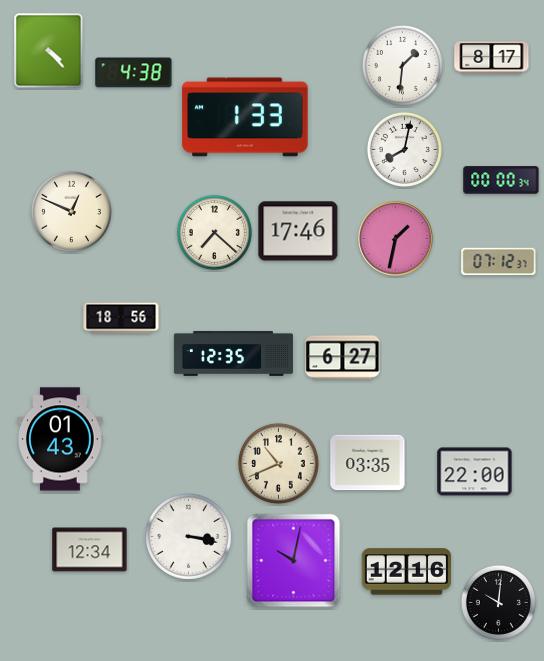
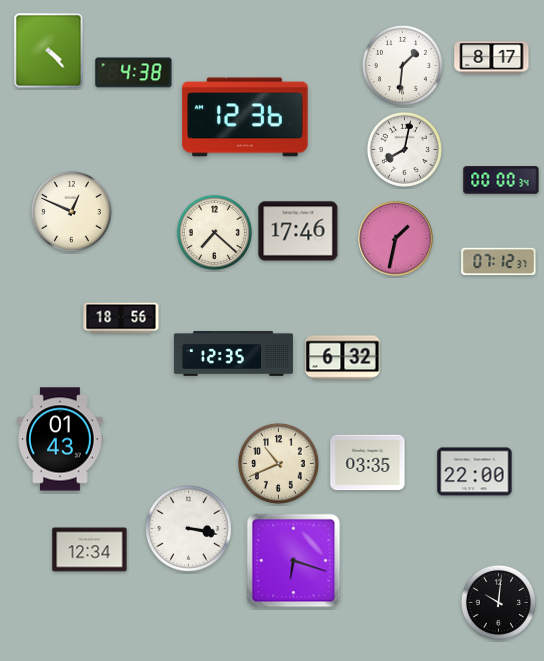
clock at (245, 117): 1:33 -> 12:36
clock at (343, 358): 6:27 -> 6:32
clock at (188, 536) position: (188, 536) -> (188, 528)
clock at (294, 561): 10:02 -> 6:18
clock at (407, 572): 12:16 -> none
